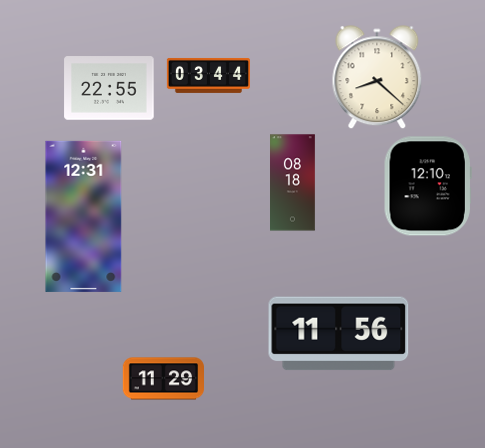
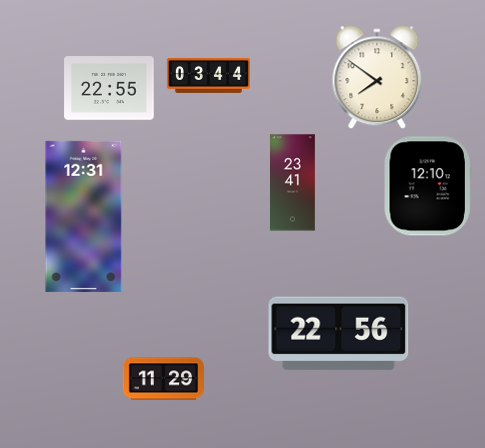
clock at (377, 78): 8:22 -> 7:51
clock at (293, 183): 08:18 -> 23:41
clock at (339, 334): 11:56 -> 22:56
